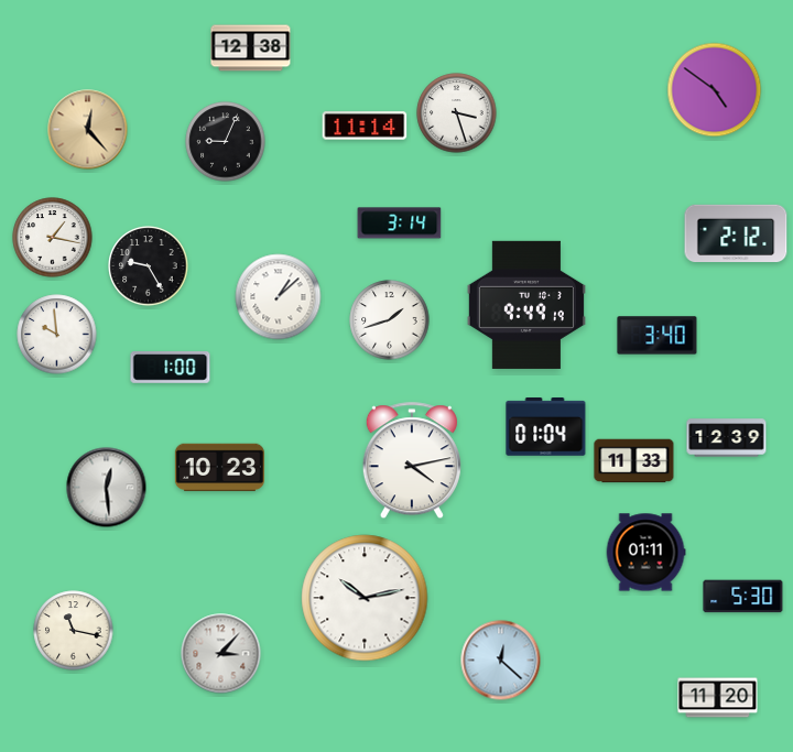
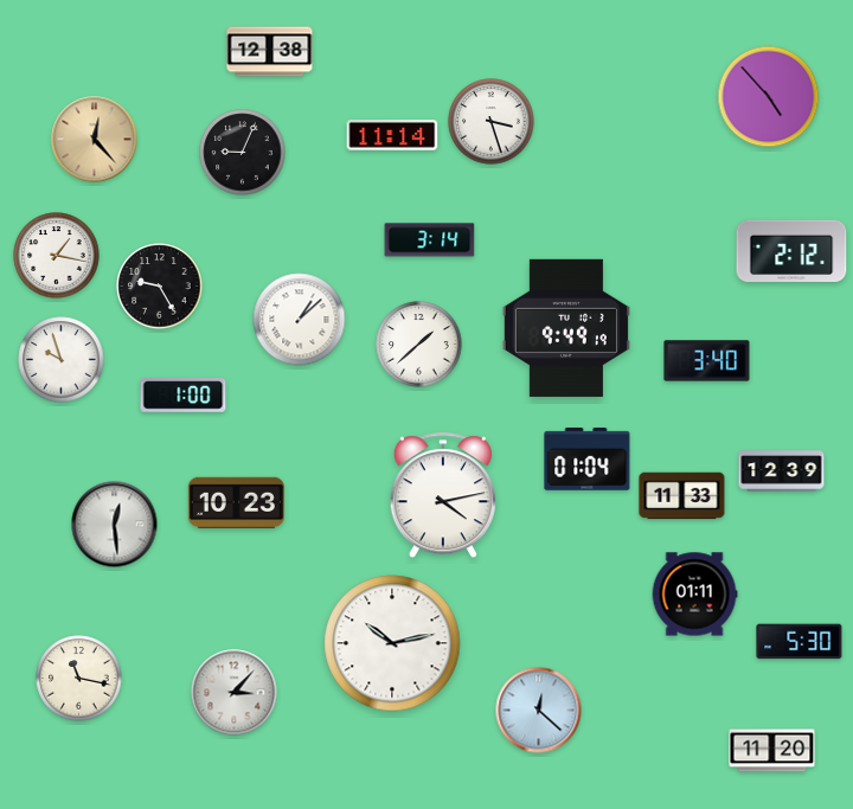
clock at (715, 90): 4:51 -> 4:53
clock at (390, 320): 1:42 -> 1:38
clock at (57, 335): 9:59 -> 9:57
clock at (221, 654) position: (221, 654) -> (235, 693)
